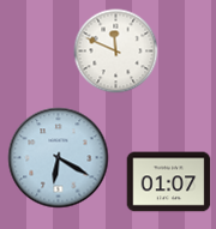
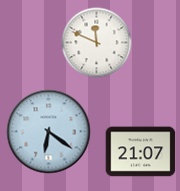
clock at (59, 158): 6:20 -> 6:21
clock at (169, 182): 01:07 -> 21:07
